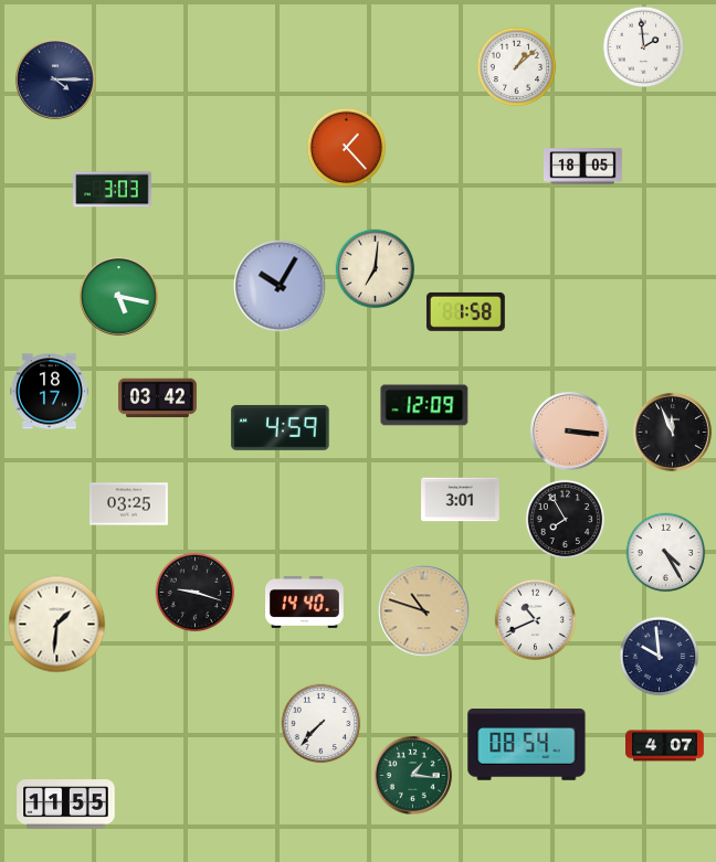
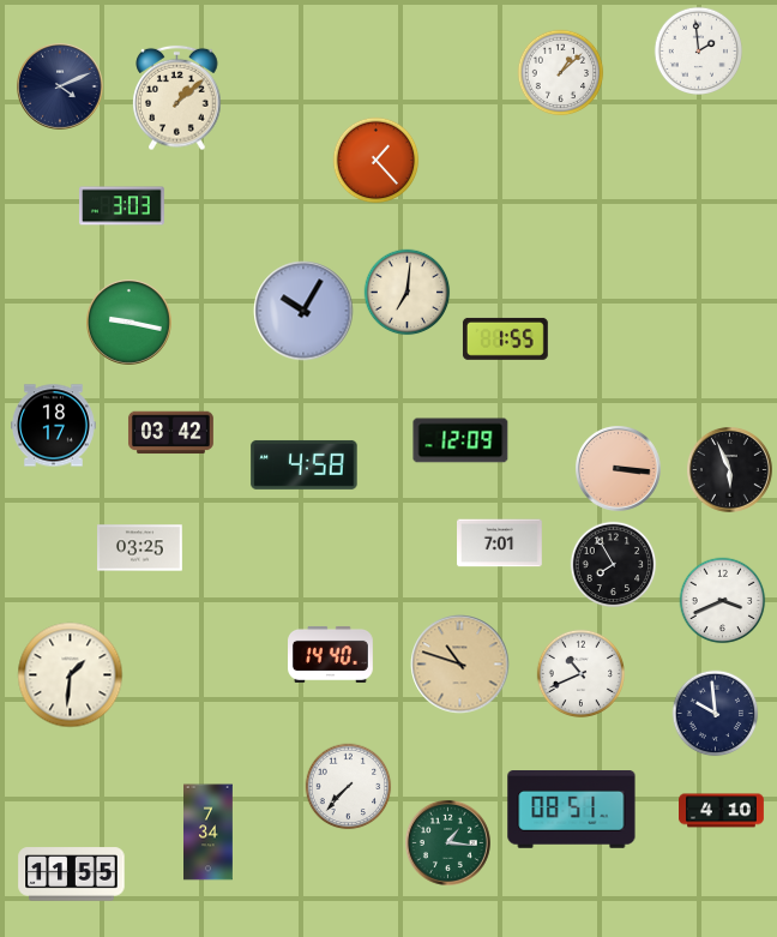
clock at (56, 81): 4:15 -> 4:11
clock at (177, 98): none -> 1:08
clock at (583, 167): 18:05 -> none
clock at (119, 297): 5:17 -> 9:17
clock at (465, 311): 1:58 -> 1:55
clock at (281, 428): 4:59 -> 4:58
clock at (673, 433): 11:56 -> 5:56
clock at (461, 500): 3:01 -> 7:01
clock at (666, 553): 4:25 -> 3:41
clock at (196, 593): 9:18 -> none
clock at (57, 625) position: (57, 625) -> (71, 675)
clock at (527, 745): 08:54 -> 08:51
clock at (665, 746): 4:07 -> 4:10
clock at (209, 833): none -> 7:34
